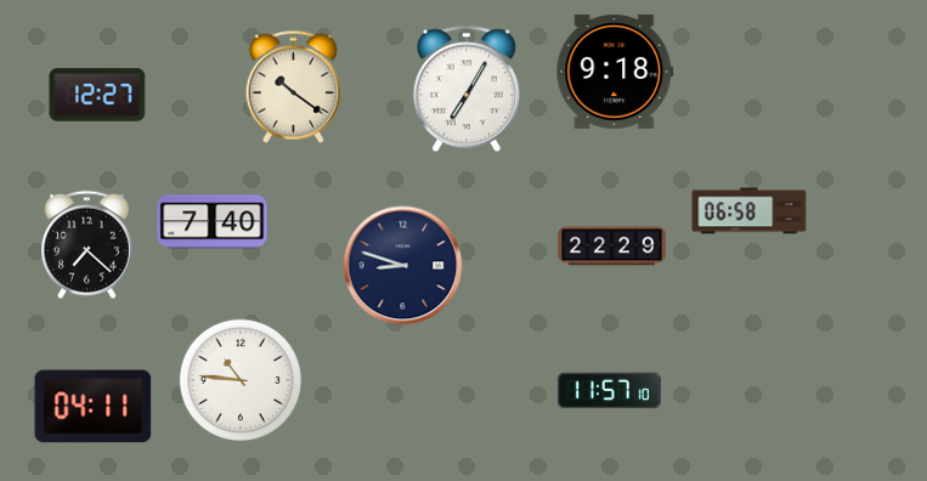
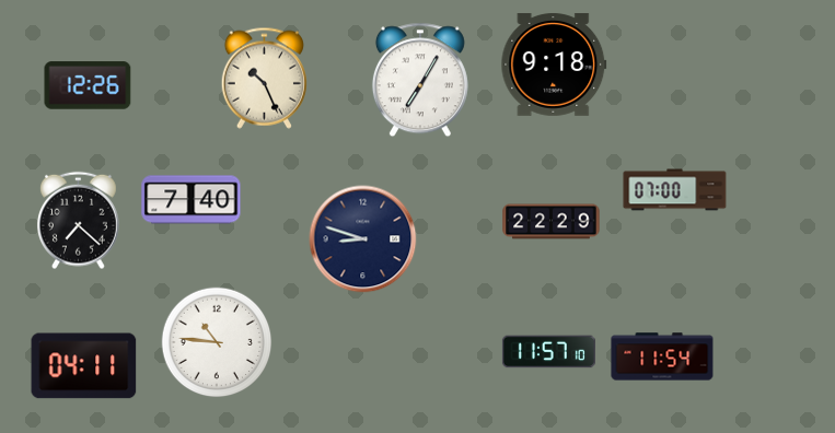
clock at (293, 86): 10:21 -> 10:26
clock at (97, 95): 12:27 -> 12:26
clock at (750, 211): 06:58 -> 07:00
clock at (662, 356): none -> 11:54
